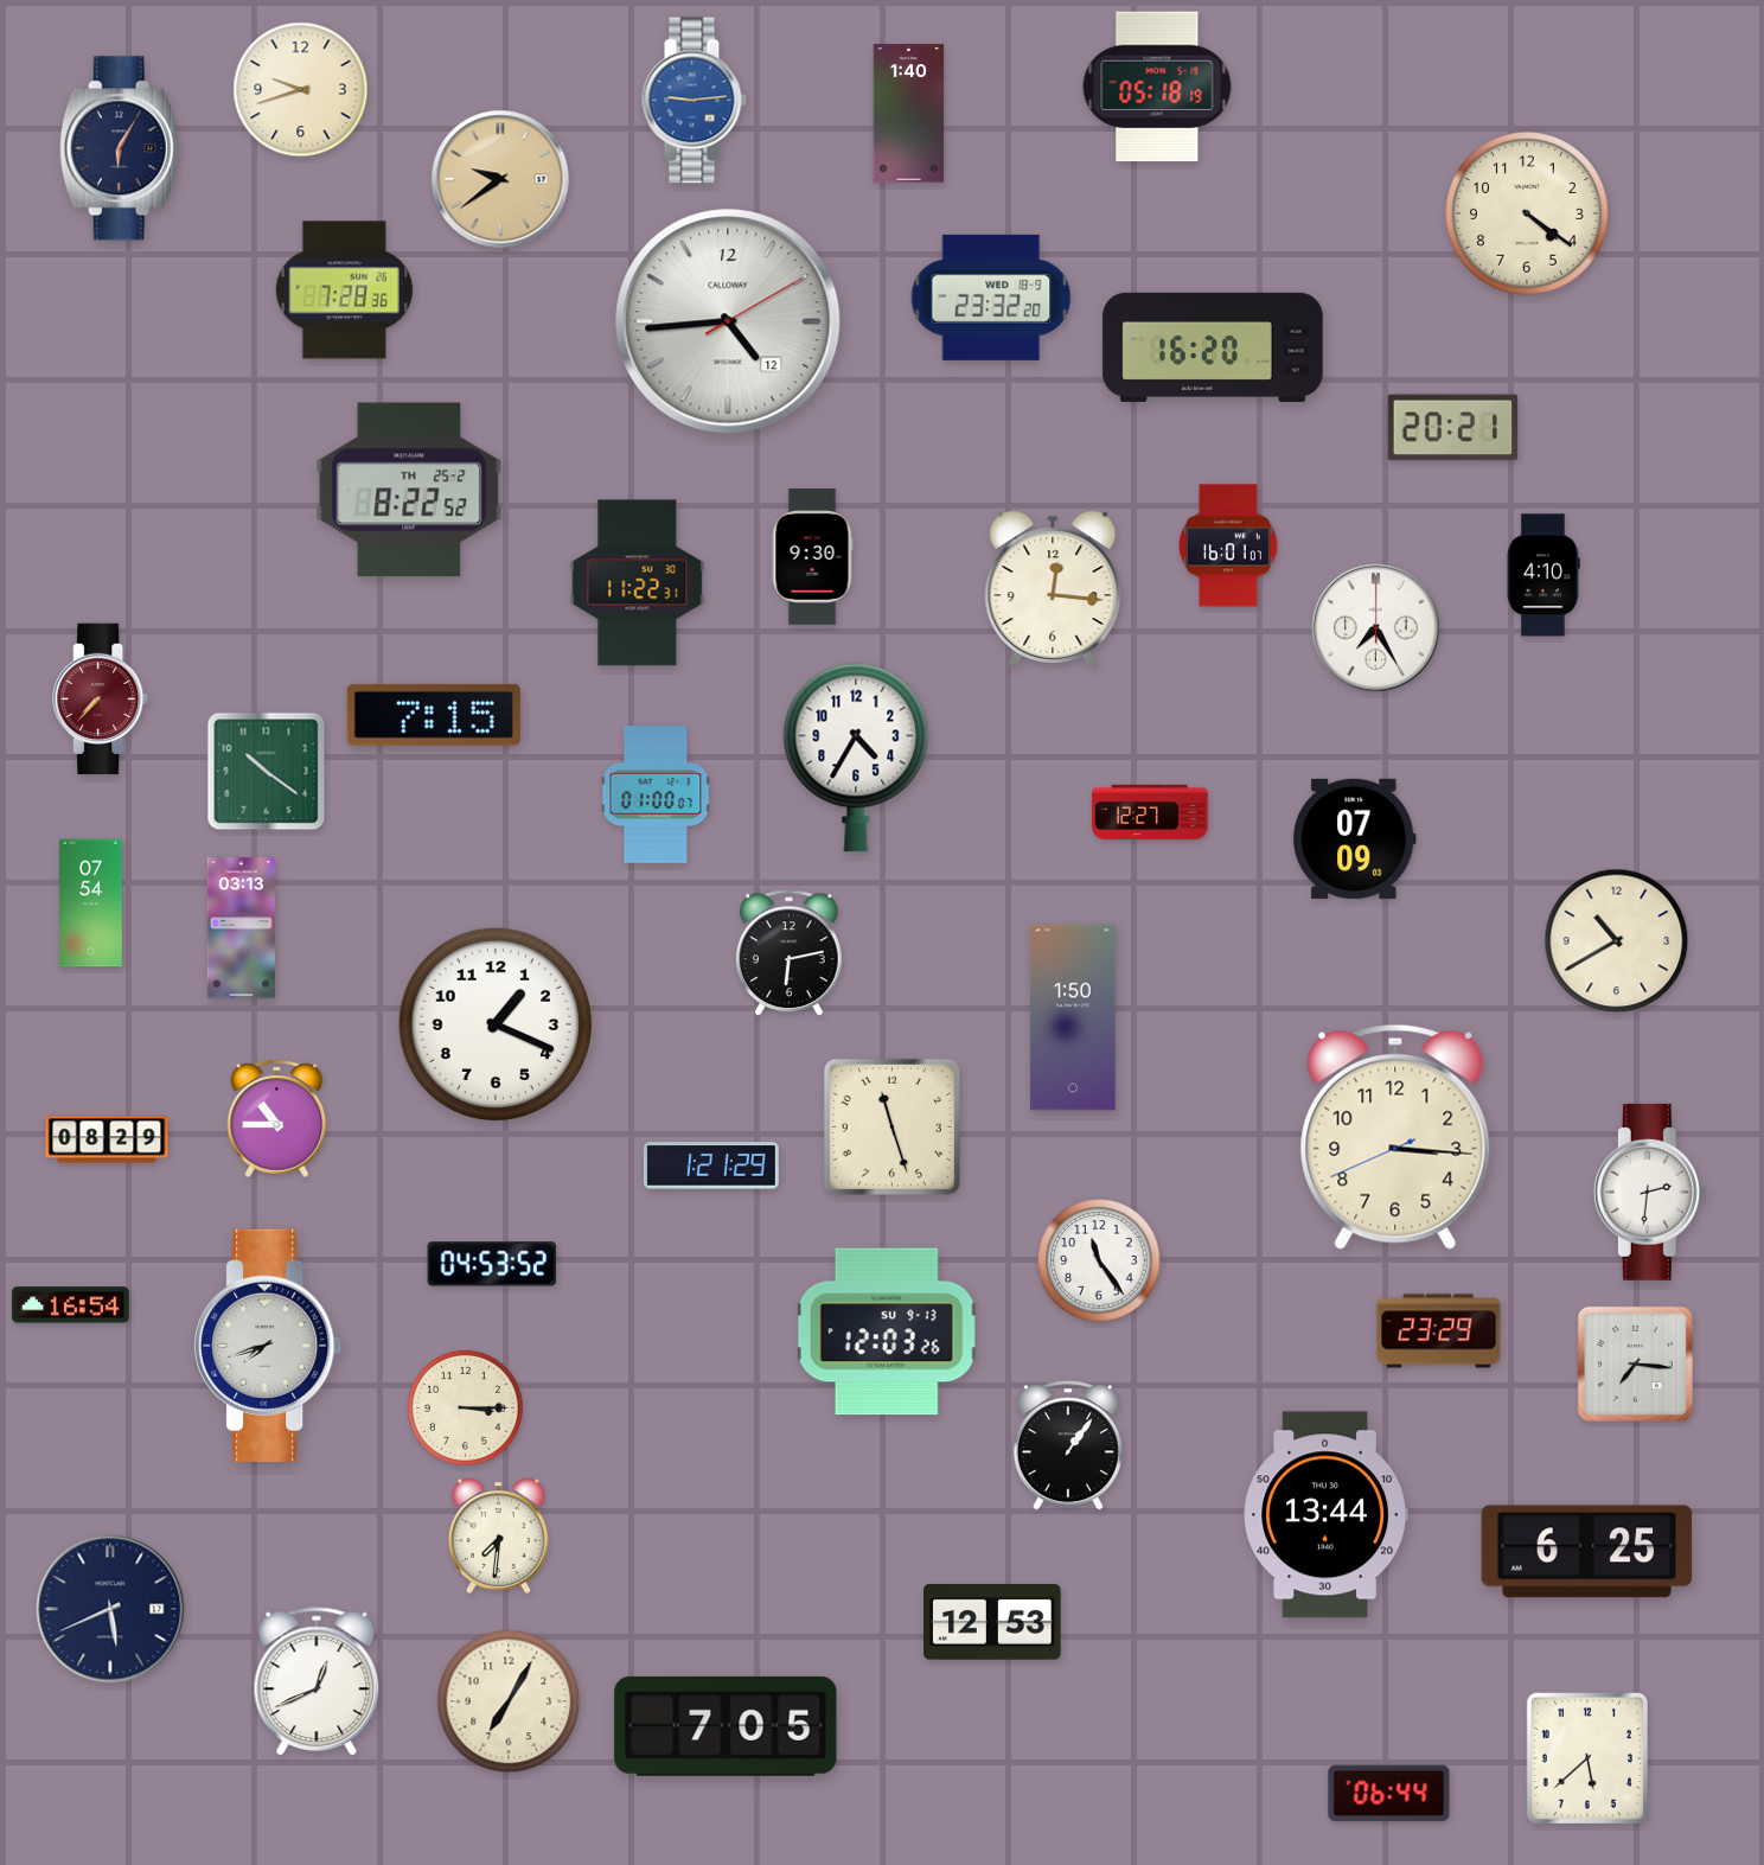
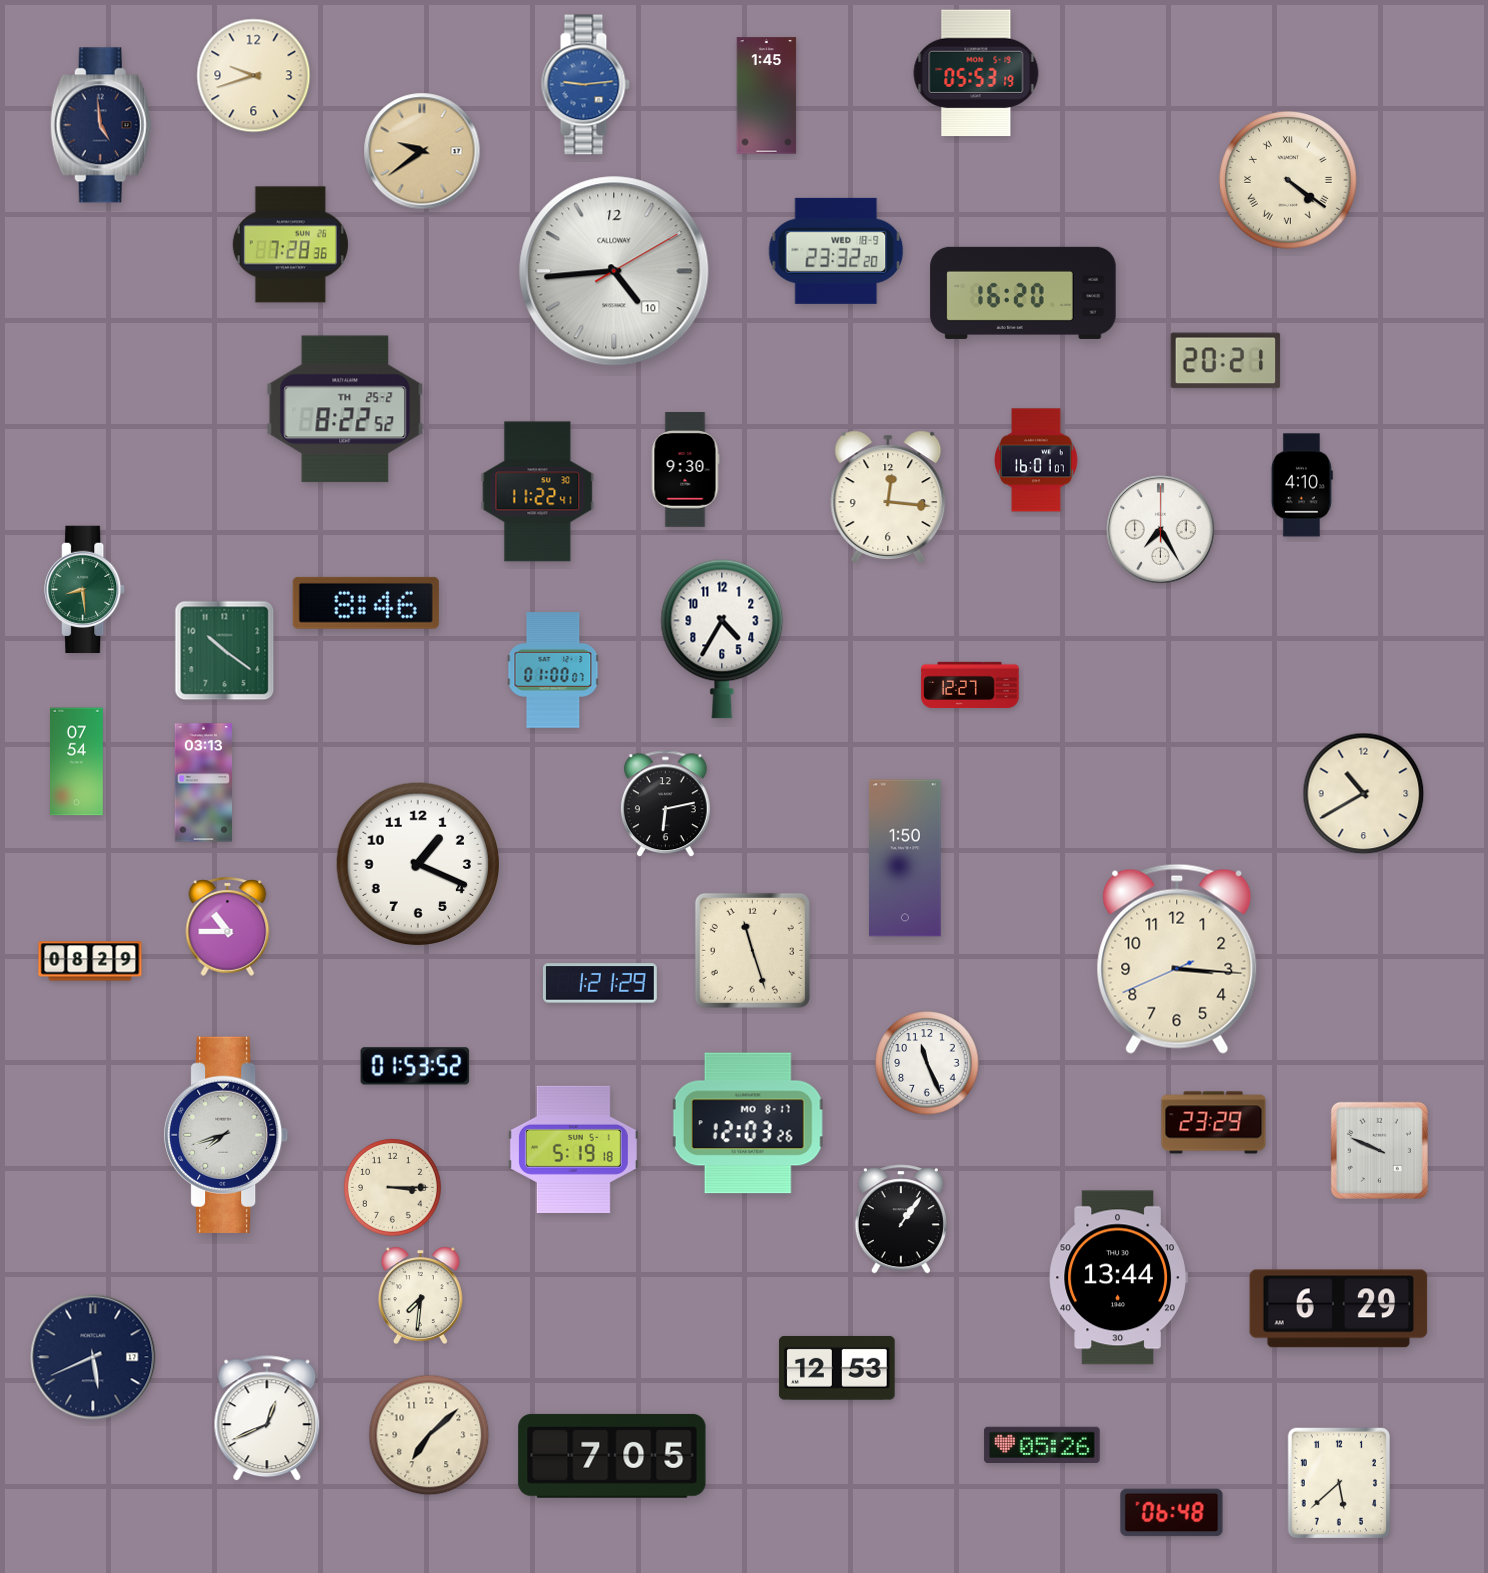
clock at (1157, 87): 05:18 -> 05:53
clock at (909, 114): 1:40 -> 1:45
clock at (120, 148): 6:05 -> 4:59
clock at (1528, 215) numerals: Arabic -> Roman
clock at (728, 321) date: 12 -> 10
clock at (409, 490) position: (409, 490) -> (345, 409)
clock at (638, 583): 11:22:31 -> 11:22:41
clock at (101, 700): 7:37 -> 8:29
clock at (101, 700) dial: burgundy -> green
clock at (434, 715): 7:15 -> 8:46
clock at (1355, 838): 07:09 -> none
clock at (277, 1118) position: (277, 1118) -> (228, 926)
clock at (1649, 1192): 2:31 -> none
clock at (1099, 1260): 11:24 -> 11:26
clock at (492, 1264): 04:53 -> 01:53
clock at (71, 1305): 16:54 -> none
clock at (887, 1331) date: SU 9-13 -> MO 8-17
clock at (573, 1149): none -> 5:19
clock at (1635, 1363): 7:16 -> 9:49
clock at (1587, 1552): 6:25 -> 6:29
clock at (509, 1701): 7:05 -> 7:08
clock at (1042, 1444): none -> 05:26
clock at (1389, 1794): 06:44 -> 06:48
